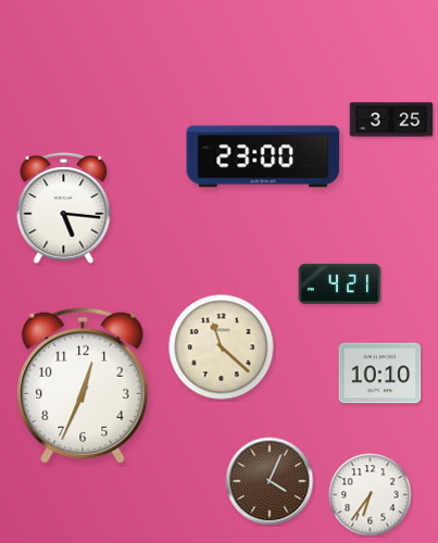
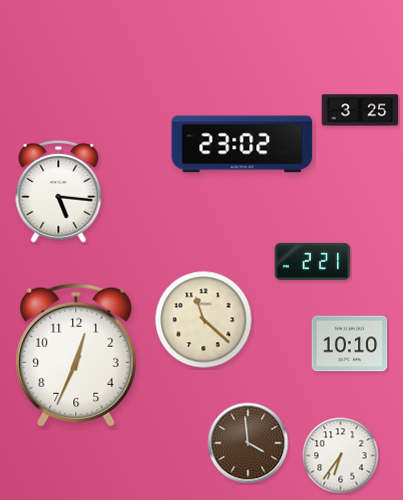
clock at (263, 156): 23:00 -> 23:02
clock at (340, 283): 4:21 -> 2:21
clock at (270, 481): 4:04 -> 3:59
